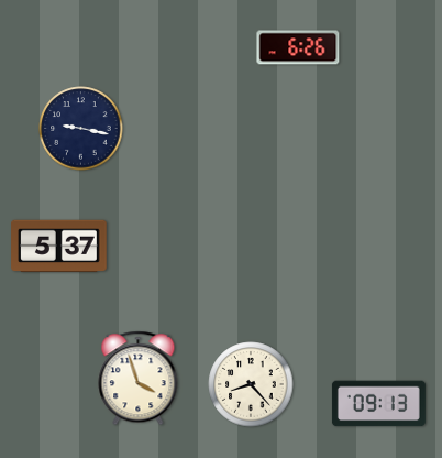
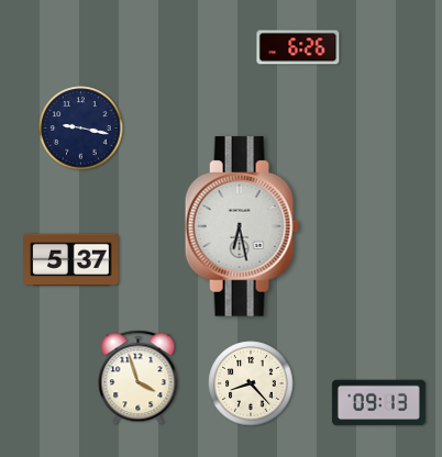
clock at (242, 226): none -> 6:28
clock at (59, 247) position: (59, 247) -> (71, 260)
